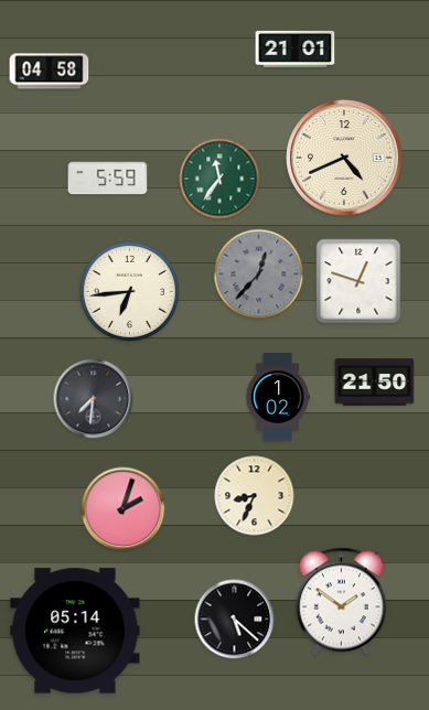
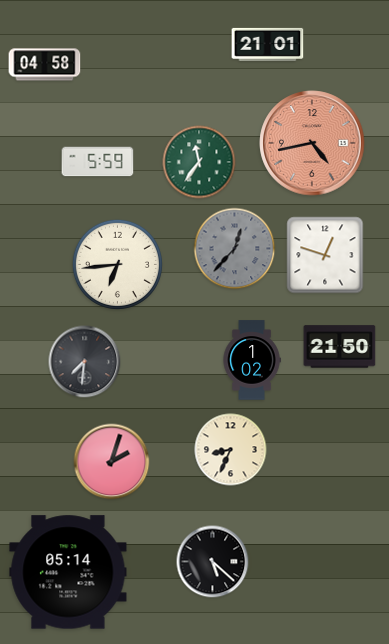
clock at (344, 158): 4:41 -> 4:43
clock at (344, 158) dial: cream -> salmon
clock at (341, 602): 1:51 -> none
